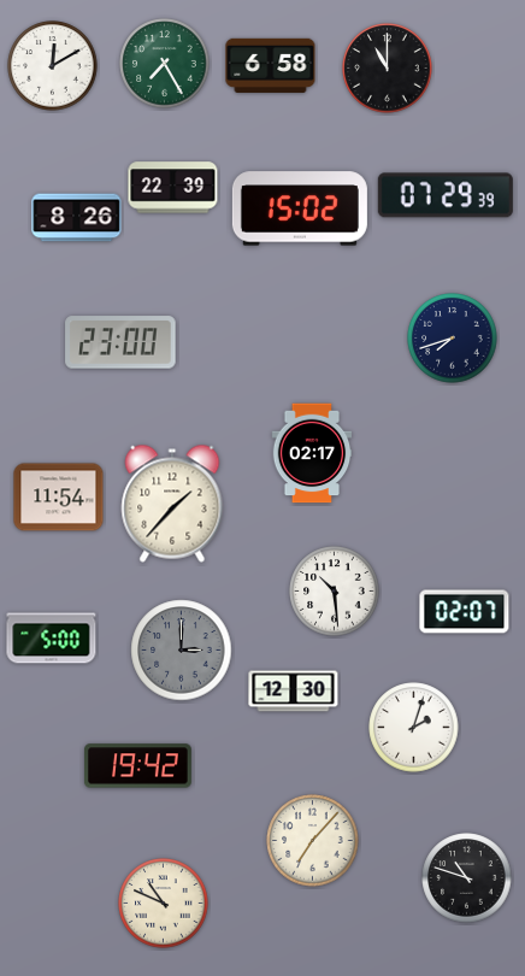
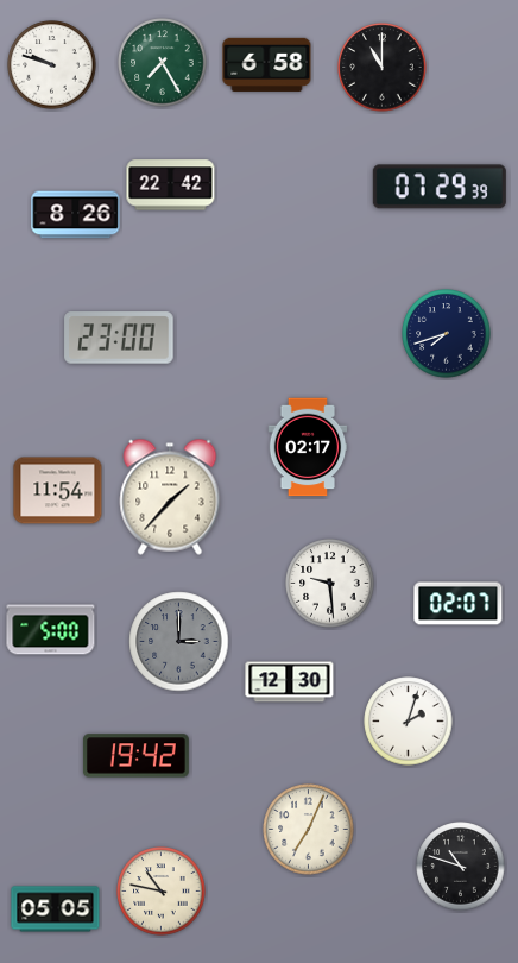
clock at (53, 66): 12:10 -> 9:48
clock at (173, 188): 22:39 -> 22:42
clock at (446, 195) position: (446, 195) -> (440, 187)
clock at (300, 208): 15:02 -> none
clock at (335, 592): 10:29 -> 9:29
clock at (414, 728) position: (414, 728) -> (409, 722)
clock at (313, 841): 7:07 -> 7:04
clock at (164, 904): 10:49 -> 10:47
clock at (56, 909): none -> 05:05
